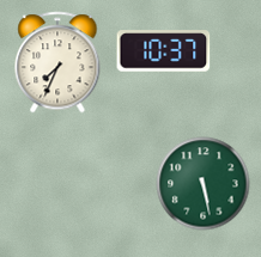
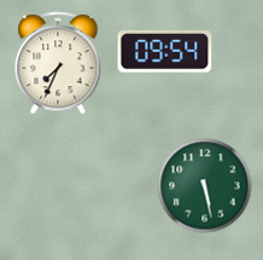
clock at (163, 51): 10:37 -> 09:54
